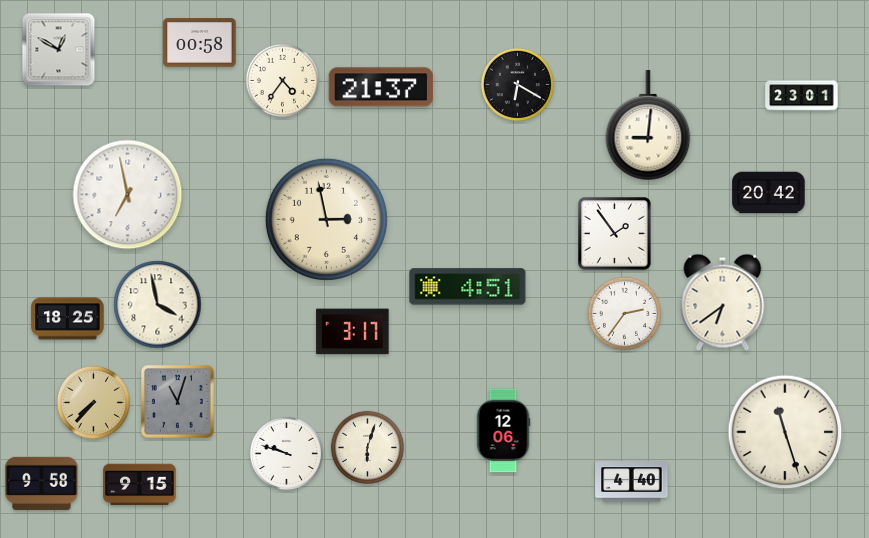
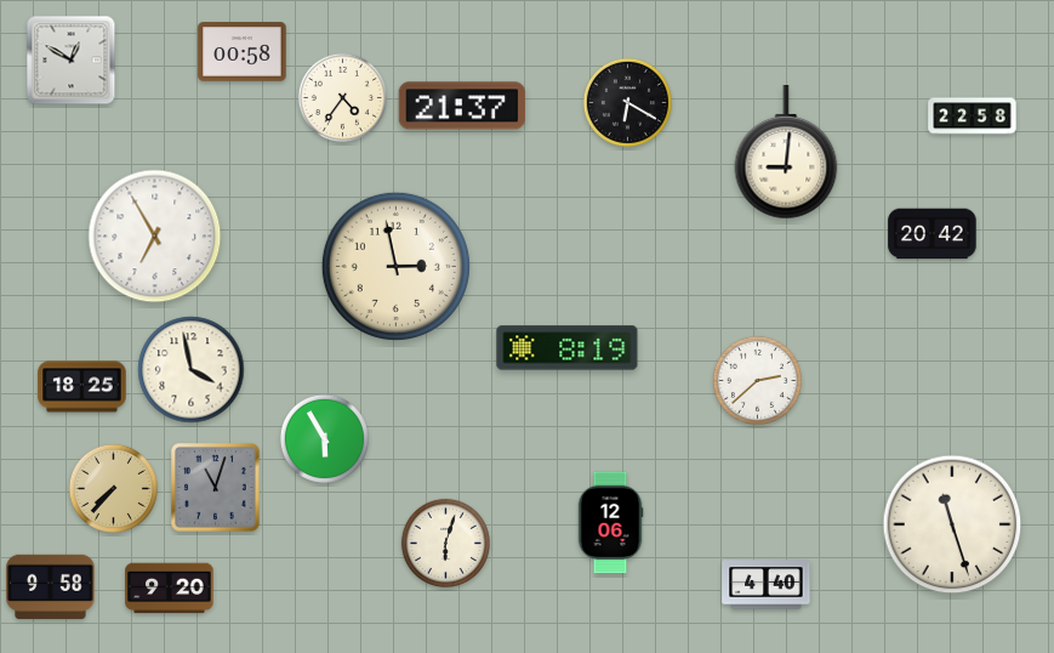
clock at (802, 96): 23:01 -> 22:58
clock at (128, 195): 6:58 -> 6:55
clock at (615, 234): 1:54 -> none
clock at (468, 287): 4:51 -> 8:19
clock at (723, 302): 6:39 -> none
clock at (624, 313): 2:36 -> 2:38
clock at (353, 332): 3:17 -> none
clock at (324, 438): none -> 5:55
clock at (286, 453): 9:48 -> none
clock at (140, 485): 9:15 -> 9:20
